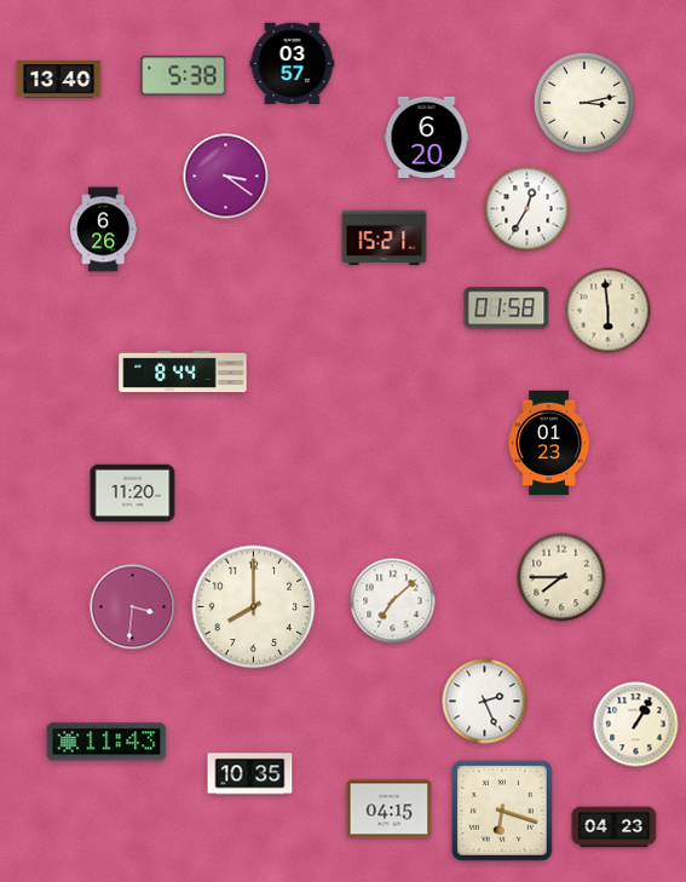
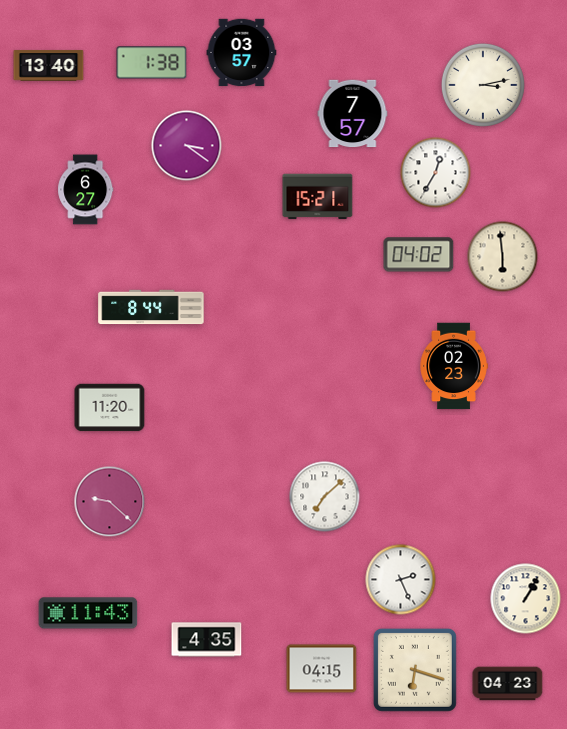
clock at (184, 76): 5:38 -> 1:38
clock at (427, 138): 6:20 -> 7:57
clock at (104, 230): 6:26 -> 6:27
clock at (507, 309): 01:58 -> 04:02
clock at (549, 443): 01:23 -> 02:23
clock at (561, 577): 7:45 -> none
clock at (133, 607): 3:31 -> 9:22
clock at (254, 607): 8:00 -> none
clock at (250, 774): 10:35 -> 4:35
